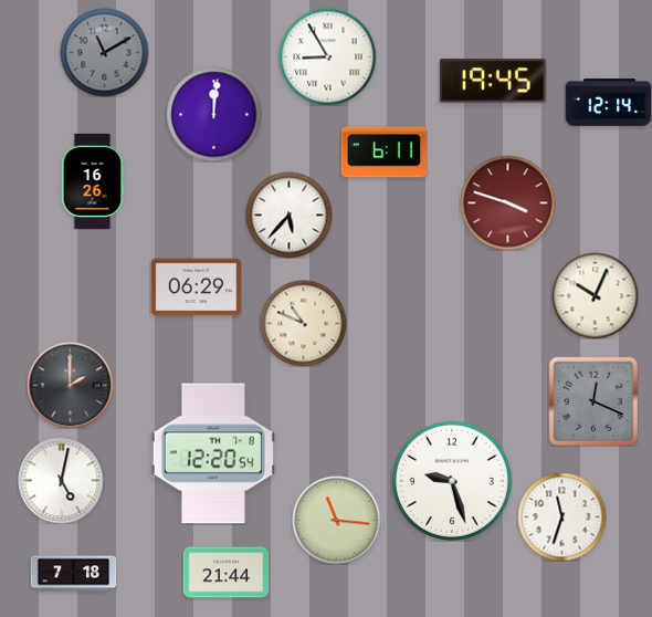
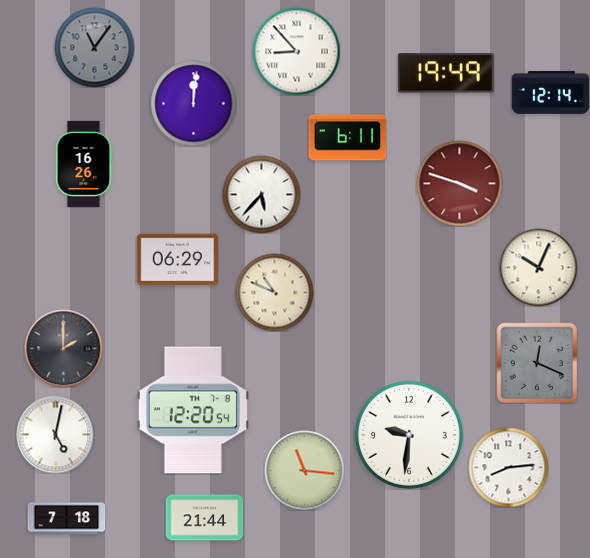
clock at (104, 52): 11:10 -> 11:06
clock at (327, 56): 8:55 -> 8:53
clock at (494, 81): 19:45 -> 19:49
clock at (452, 481): 9:27 -> 9:31
clock at (561, 516): 11:33 -> 8:14
